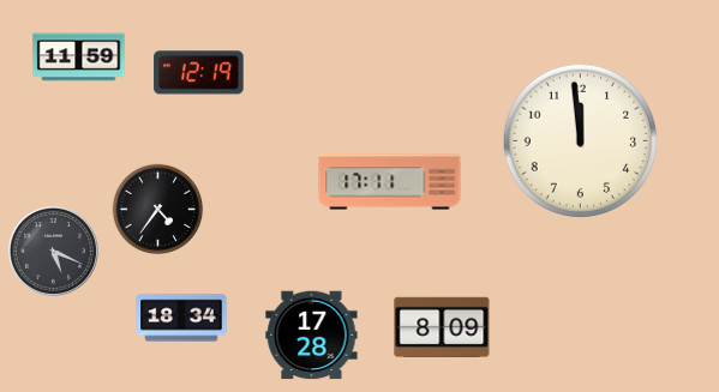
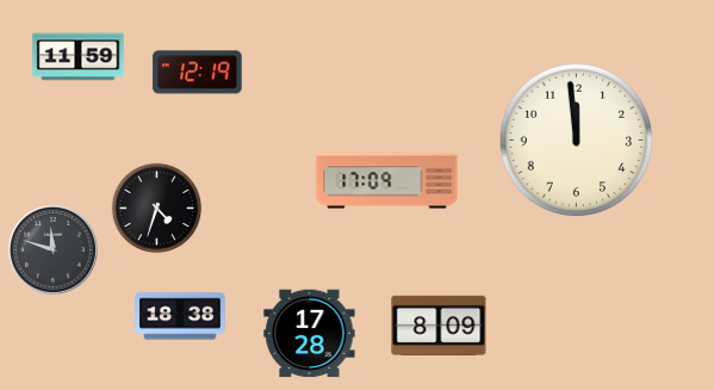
clock at (390, 182): 17:11 -> 17:09
clock at (158, 210): 4:36 -> 4:33
clock at (53, 251): 5:19 -> 11:48
clock at (181, 318): 18:34 -> 18:38
